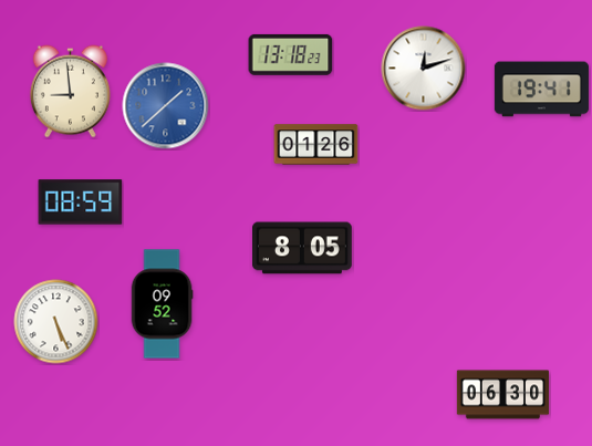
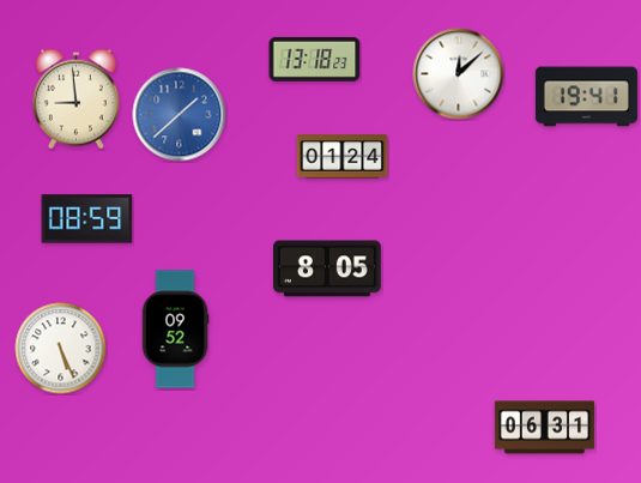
clock at (424, 69): 12:12 -> 12:08
clock at (316, 145): 01:26 -> 01:24
clock at (503, 395): 06:30 -> 06:31
